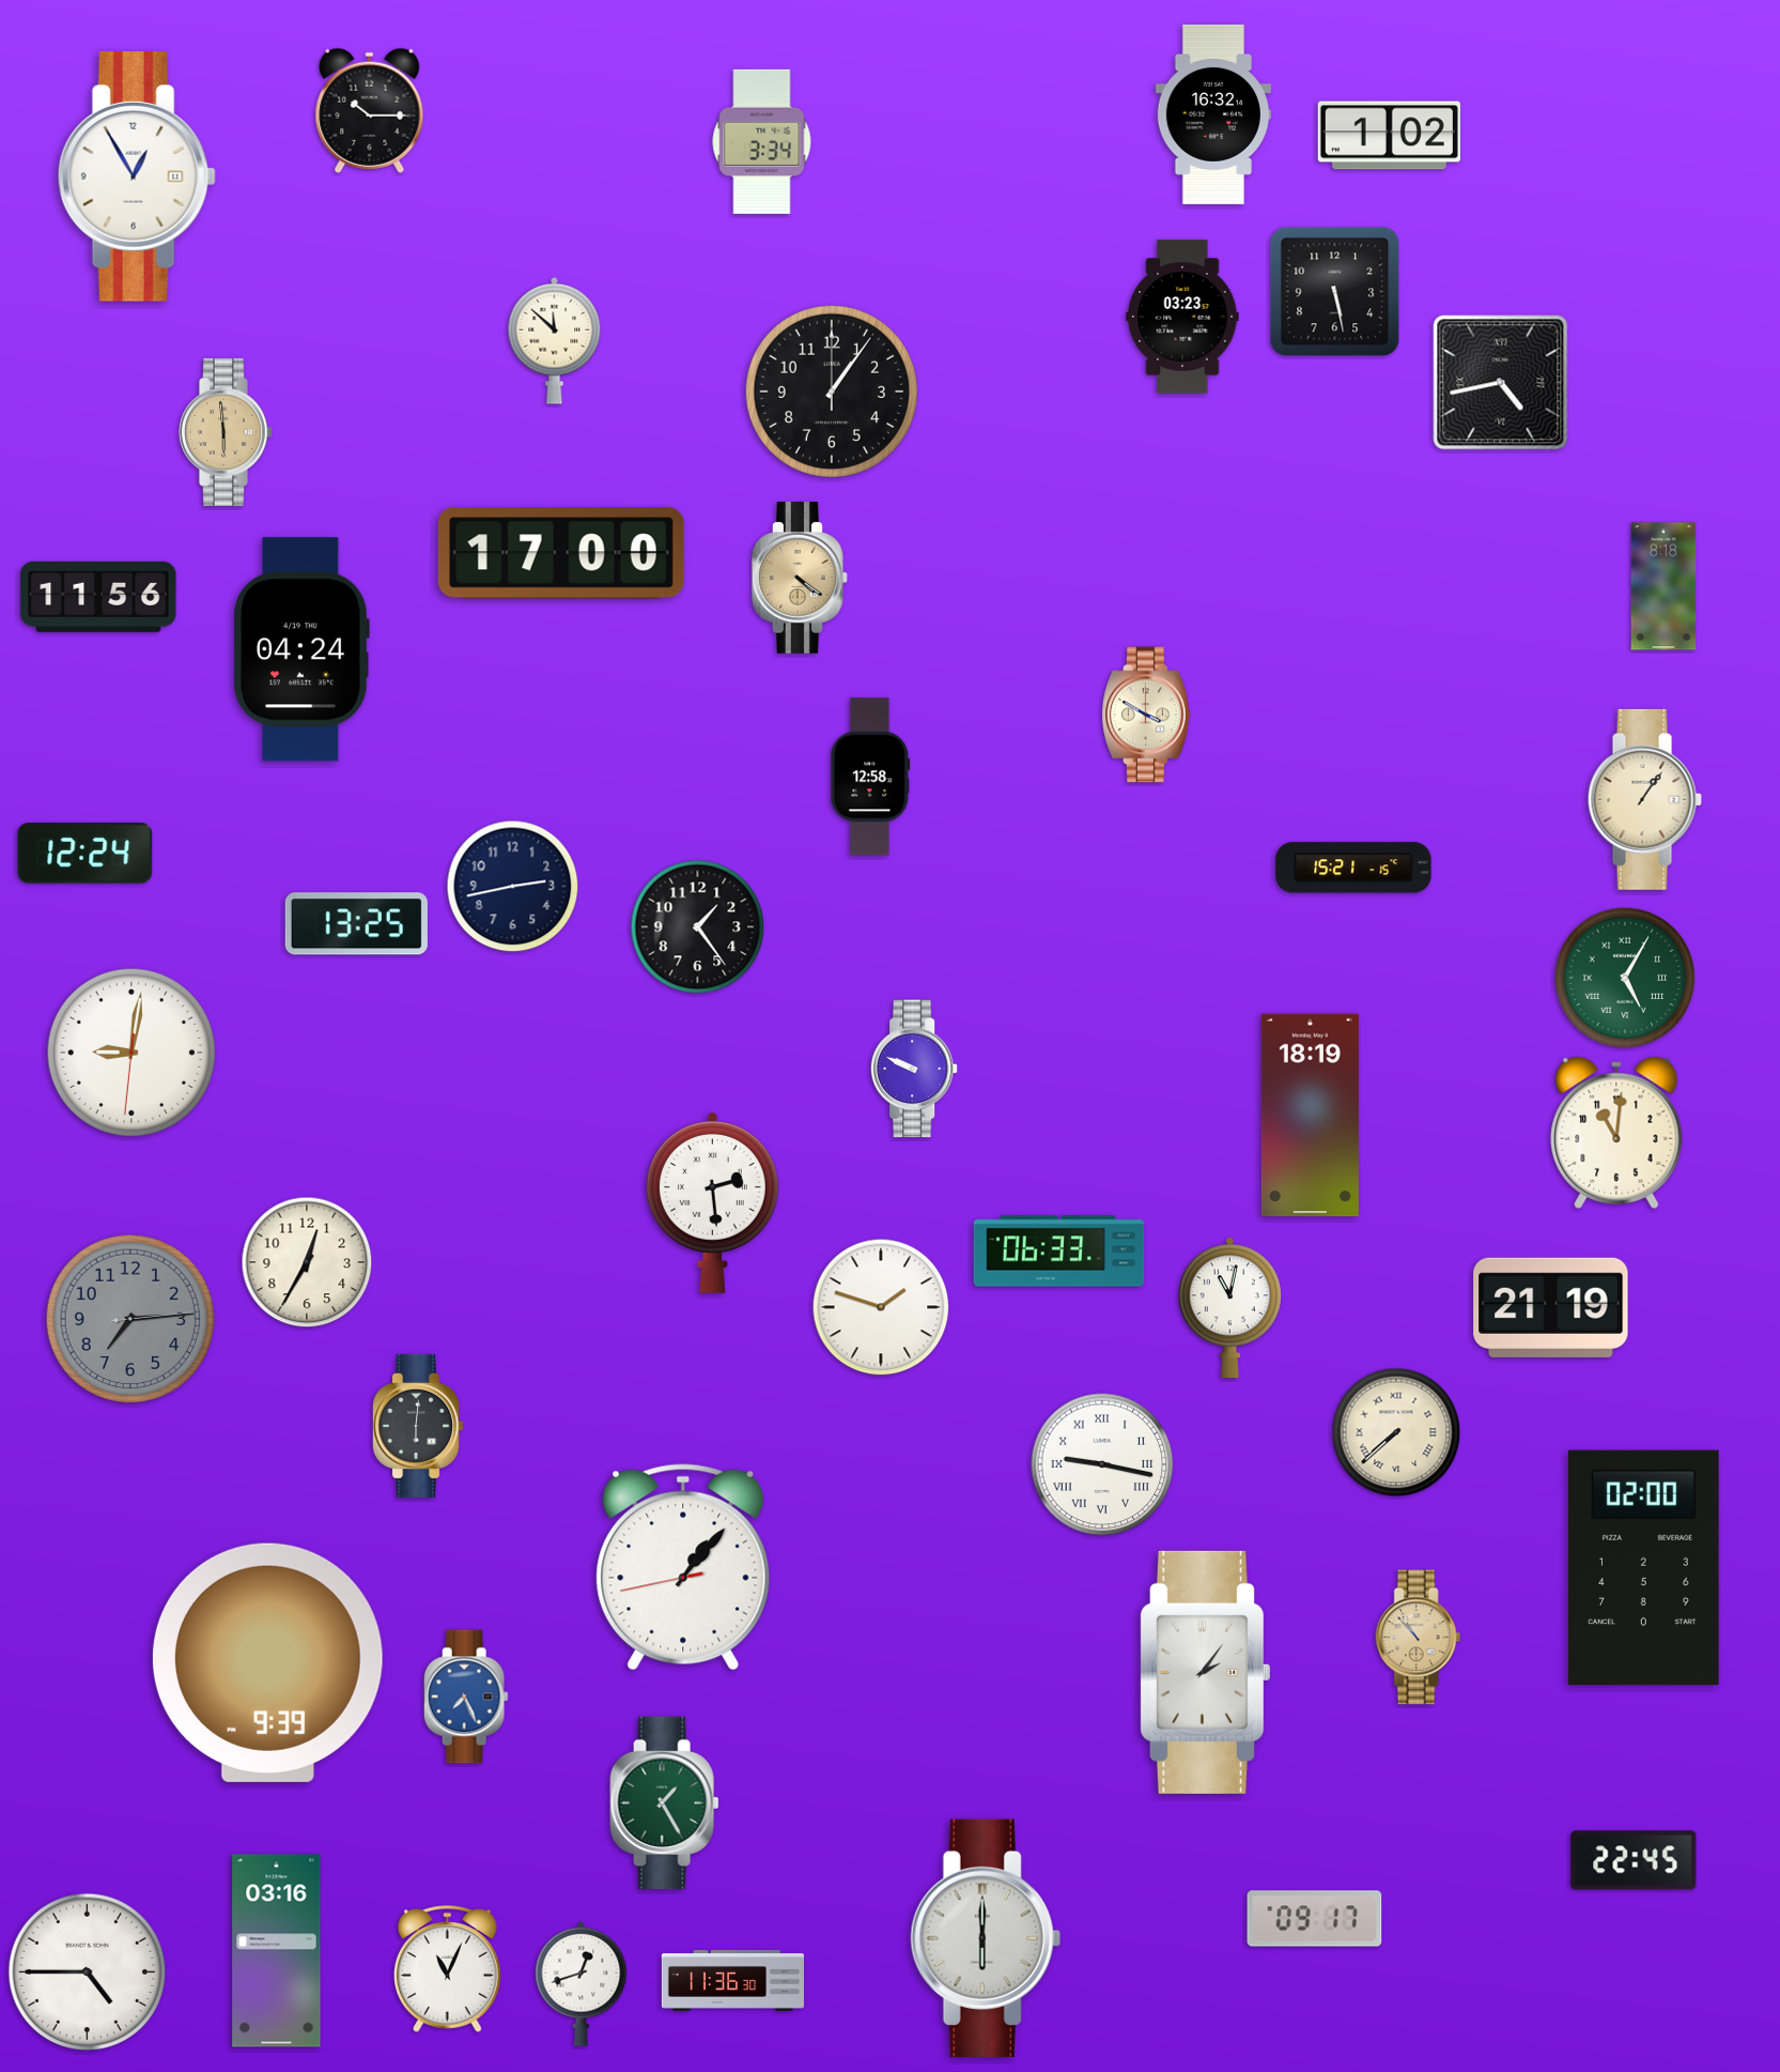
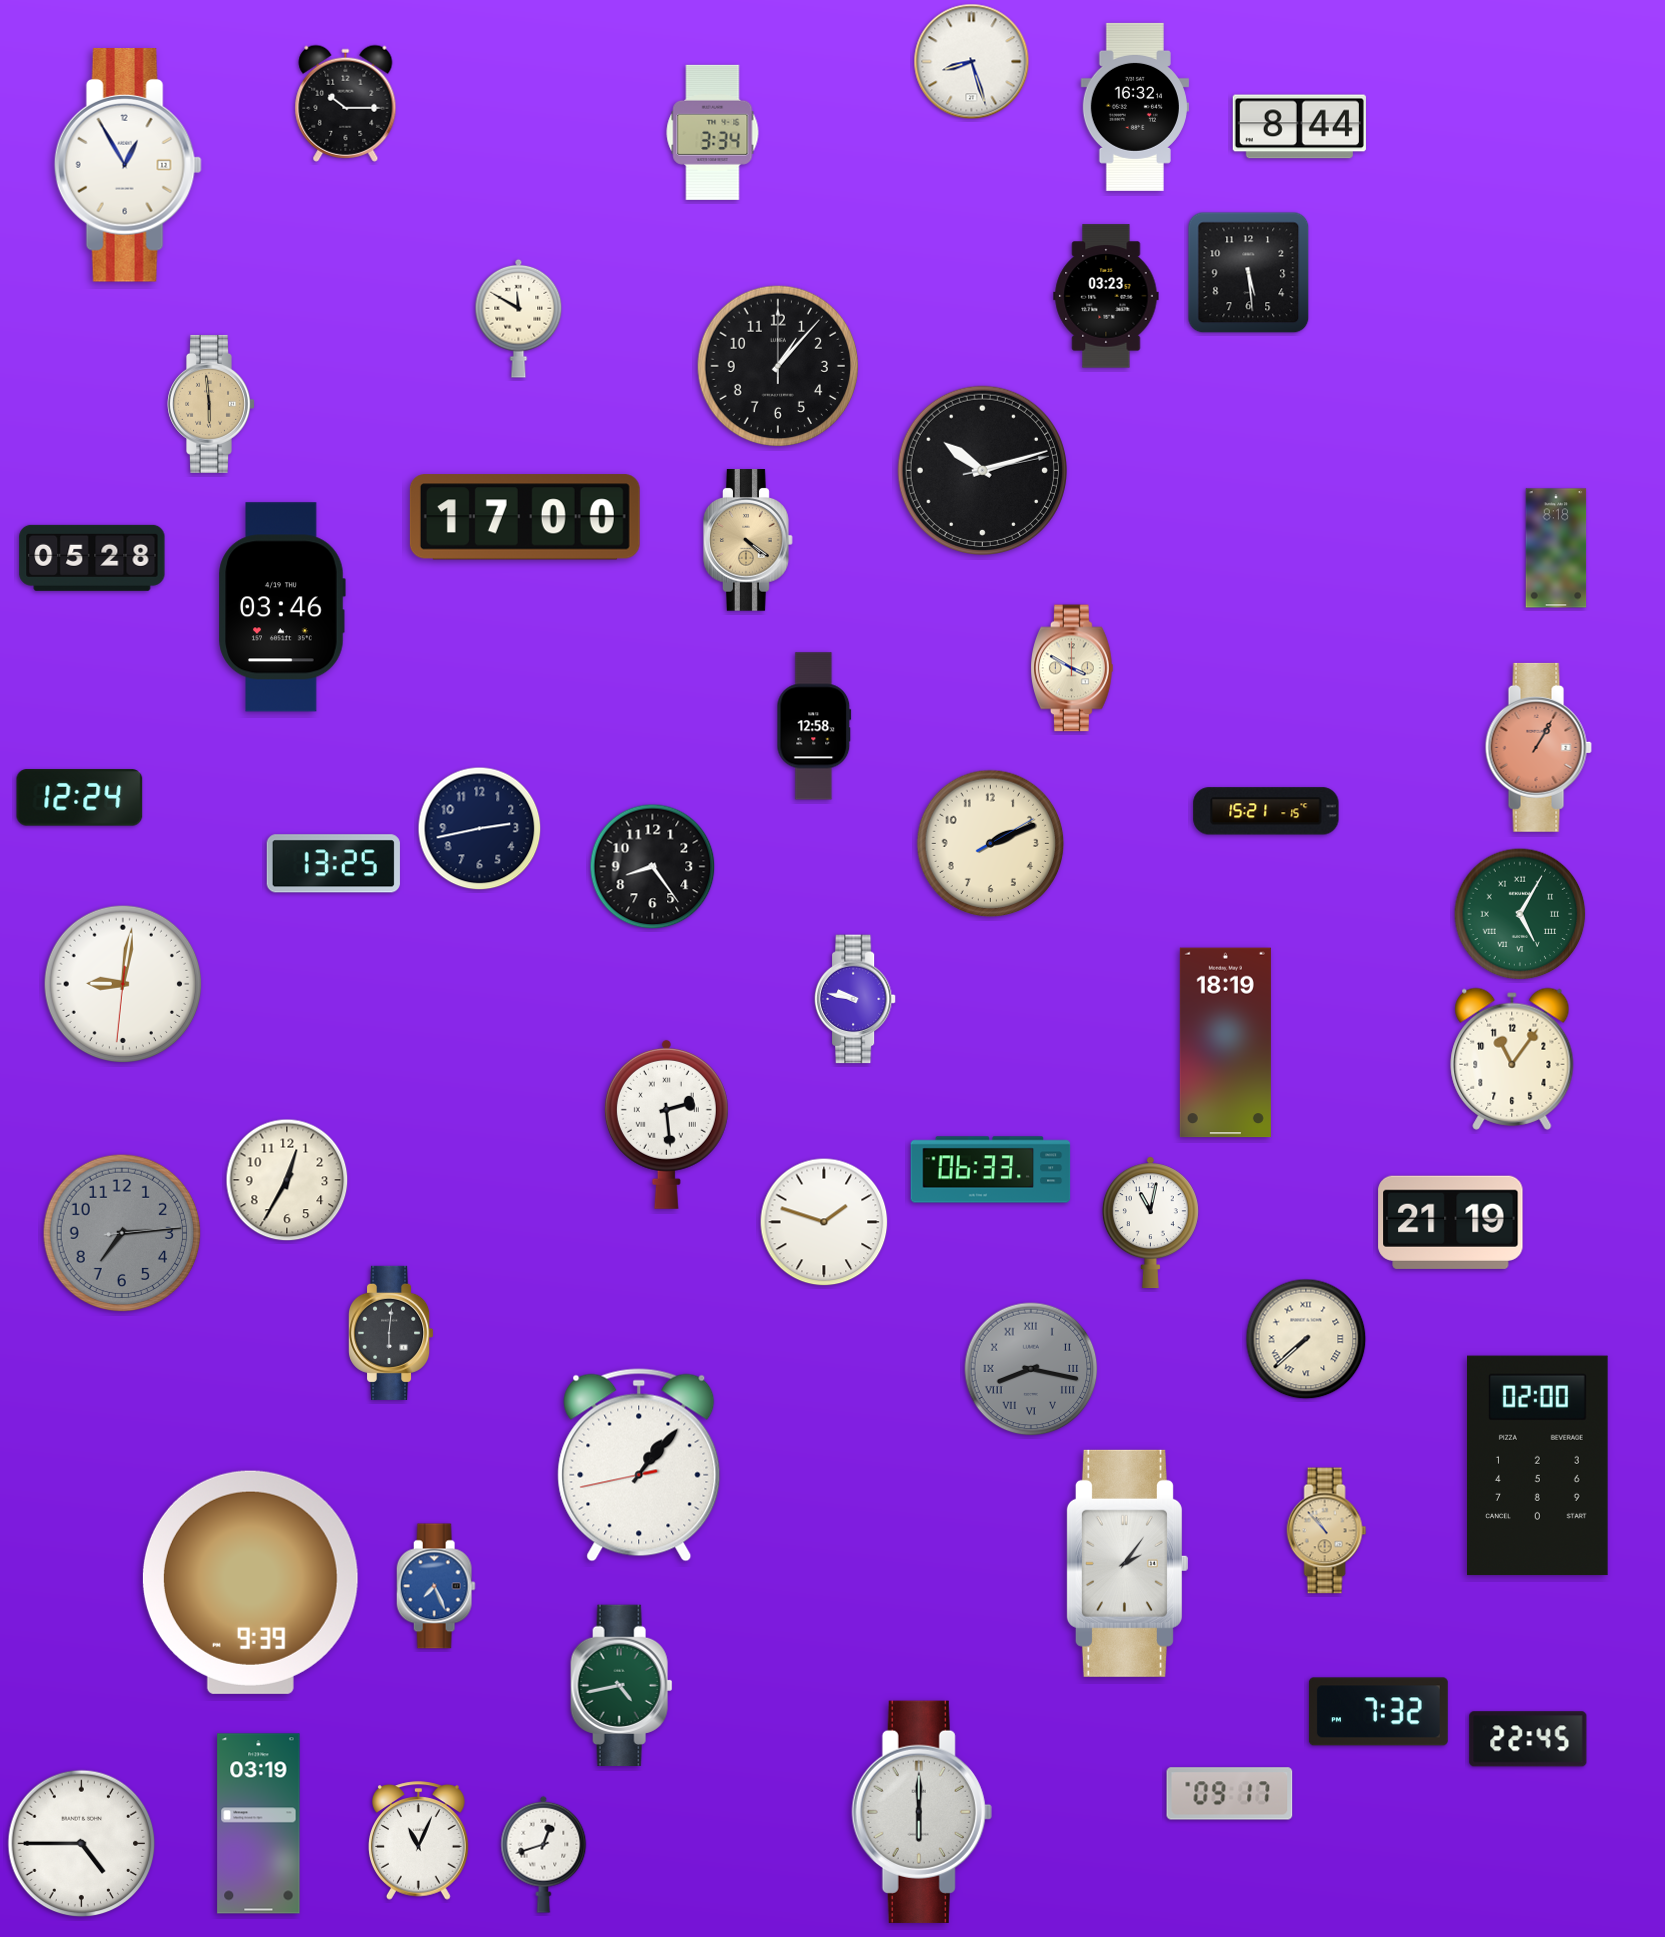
clock at (972, 62): none -> 8:27
clock at (1389, 136): 1:02 -> 8:44
clock at (1335, 292): 5:28 -> 5:29
clock at (555, 340): 11:52 -> 11:50
clock at (1501, 383): 4:43 -> none
clock at (831, 390): 1:06 -> 1:07
clock at (982, 470): none -> 10:12
clock at (98, 597): 11:56 -> 05:28
clock at (301, 649): 04:24 -> 03:46
clock at (1644, 799): 1:06 -> 1:05
clock at (1644, 799) dial: cream -> salmon
clock at (991, 844): none -> 2:11
clock at (698, 927): 1:24 -> 8:24
clock at (914, 1069): 9:49 -> 9:47
clock at (1616, 1133): 11:01 -> 11:06
clock at (1102, 1464): 9:17 -> 8:17
clock at (1102, 1464) dial: white -> grey
clock at (267, 1662) position: (267, 1662) -> (250, 1582)
clock at (665, 1802): 1:25 -> 4:43
clock at (1378, 1712): none -> 7:32
clock at (277, 1951): 03:16 -> 03:19
clock at (732, 1980): 11:36 -> none
